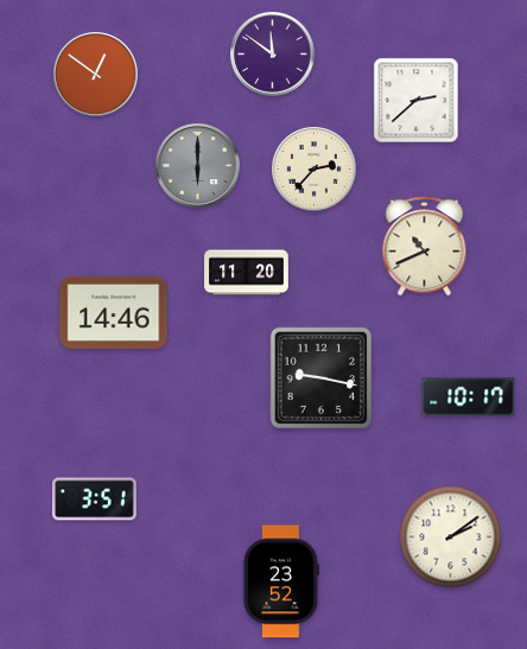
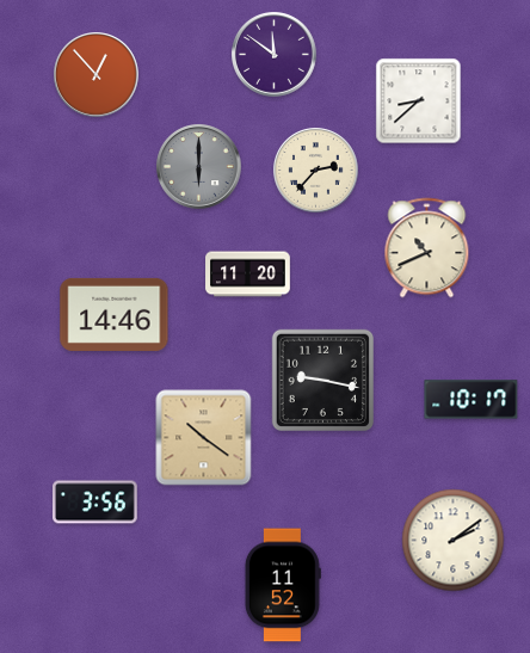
clock at (96, 75): 12:51 -> 12:53
clock at (417, 101): 2:38 -> 8:38
clock at (204, 438): none -> 10:21
clock at (95, 500): 3:51 -> 3:56
clock at (280, 581): 23:52 -> 11:52
